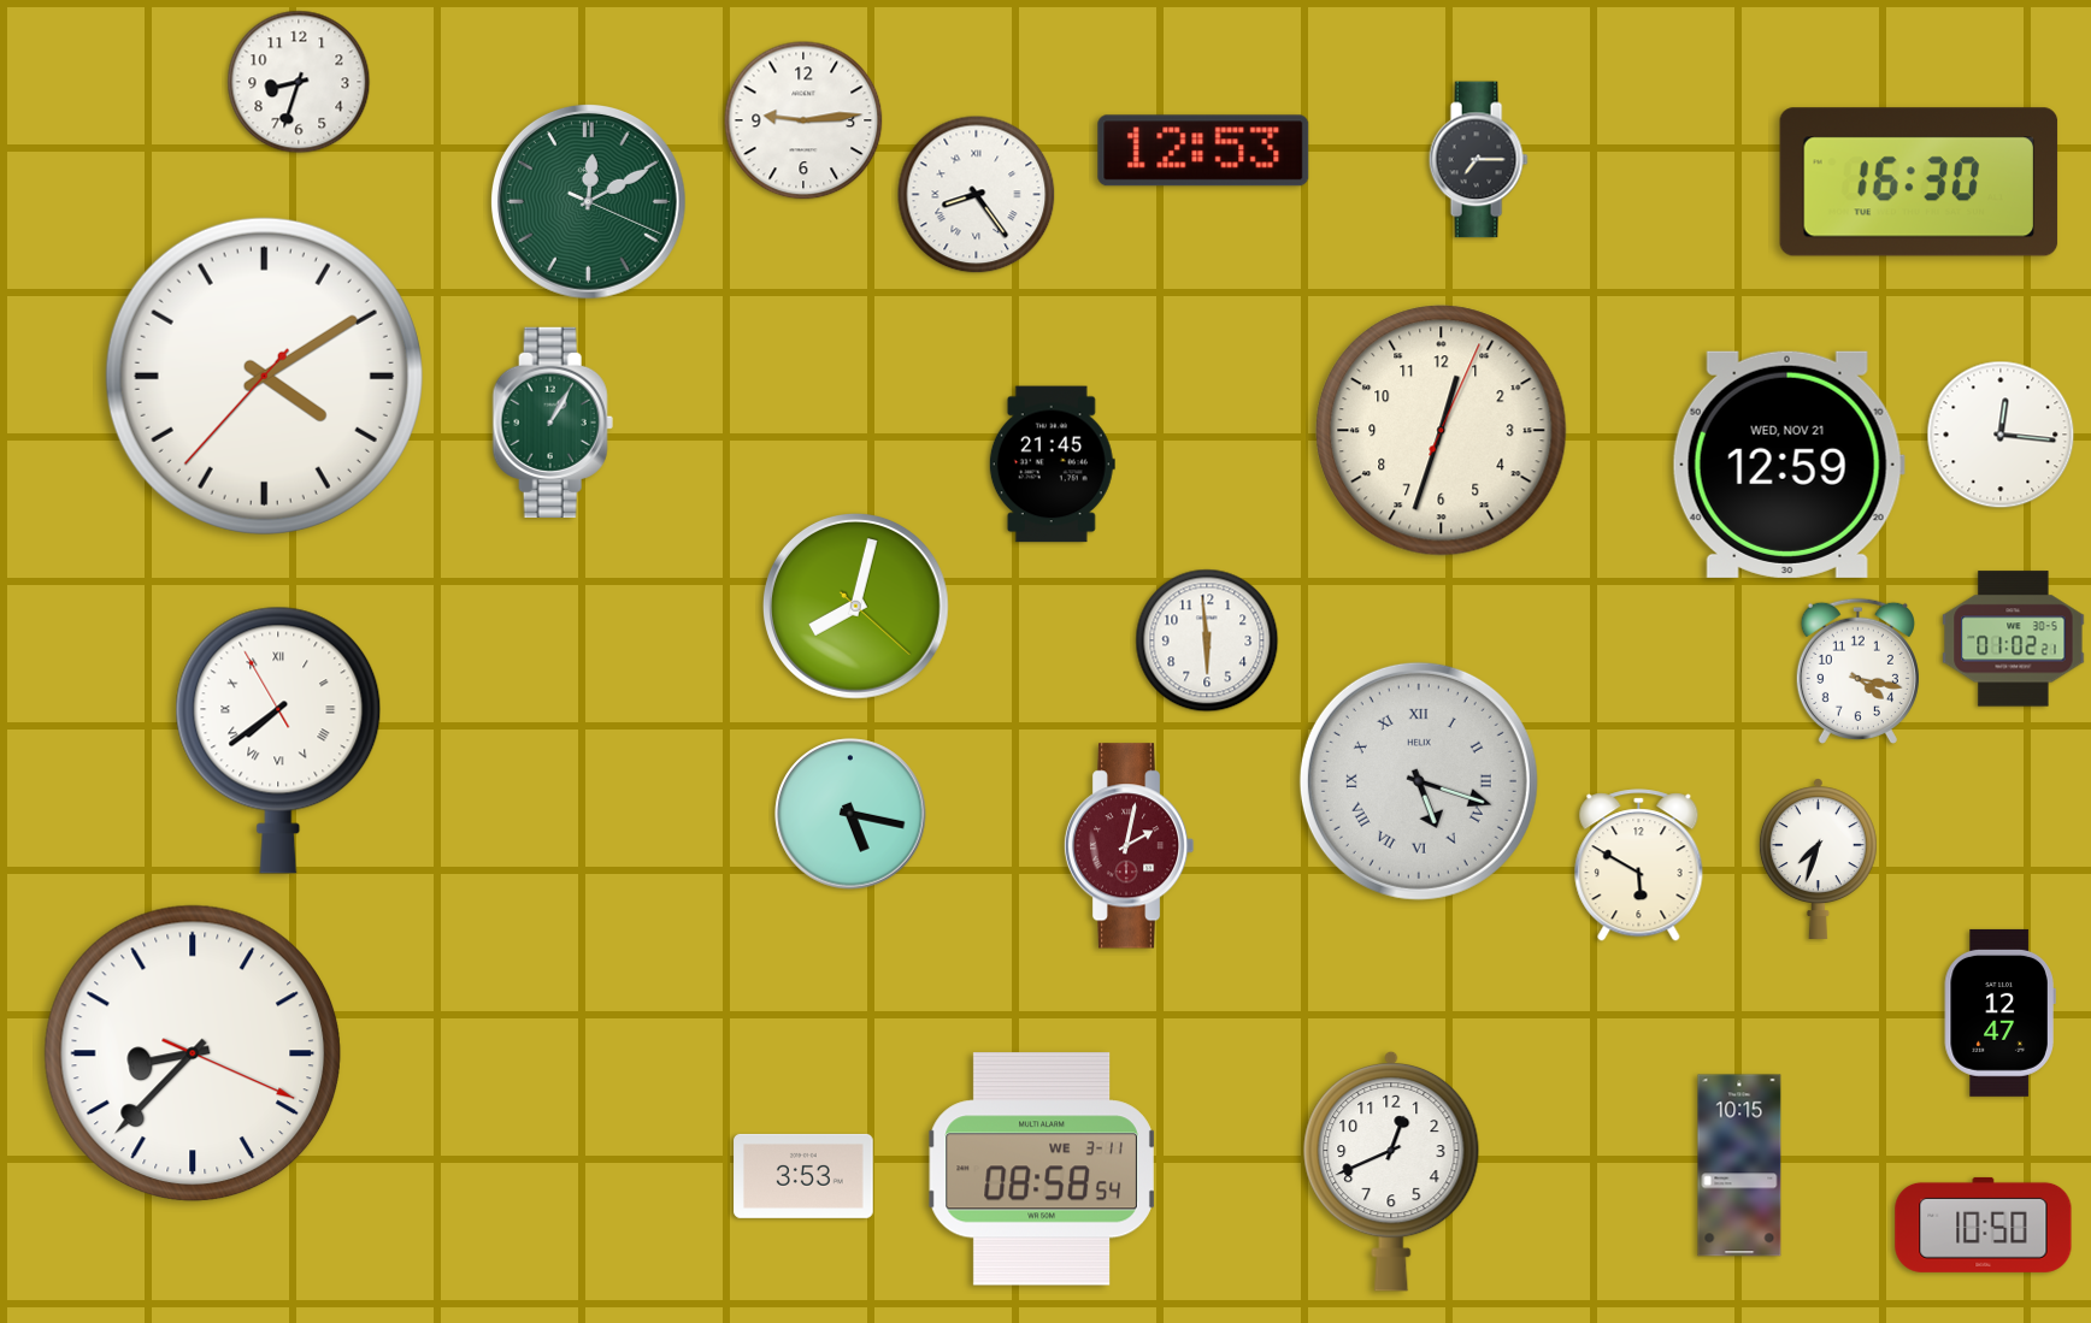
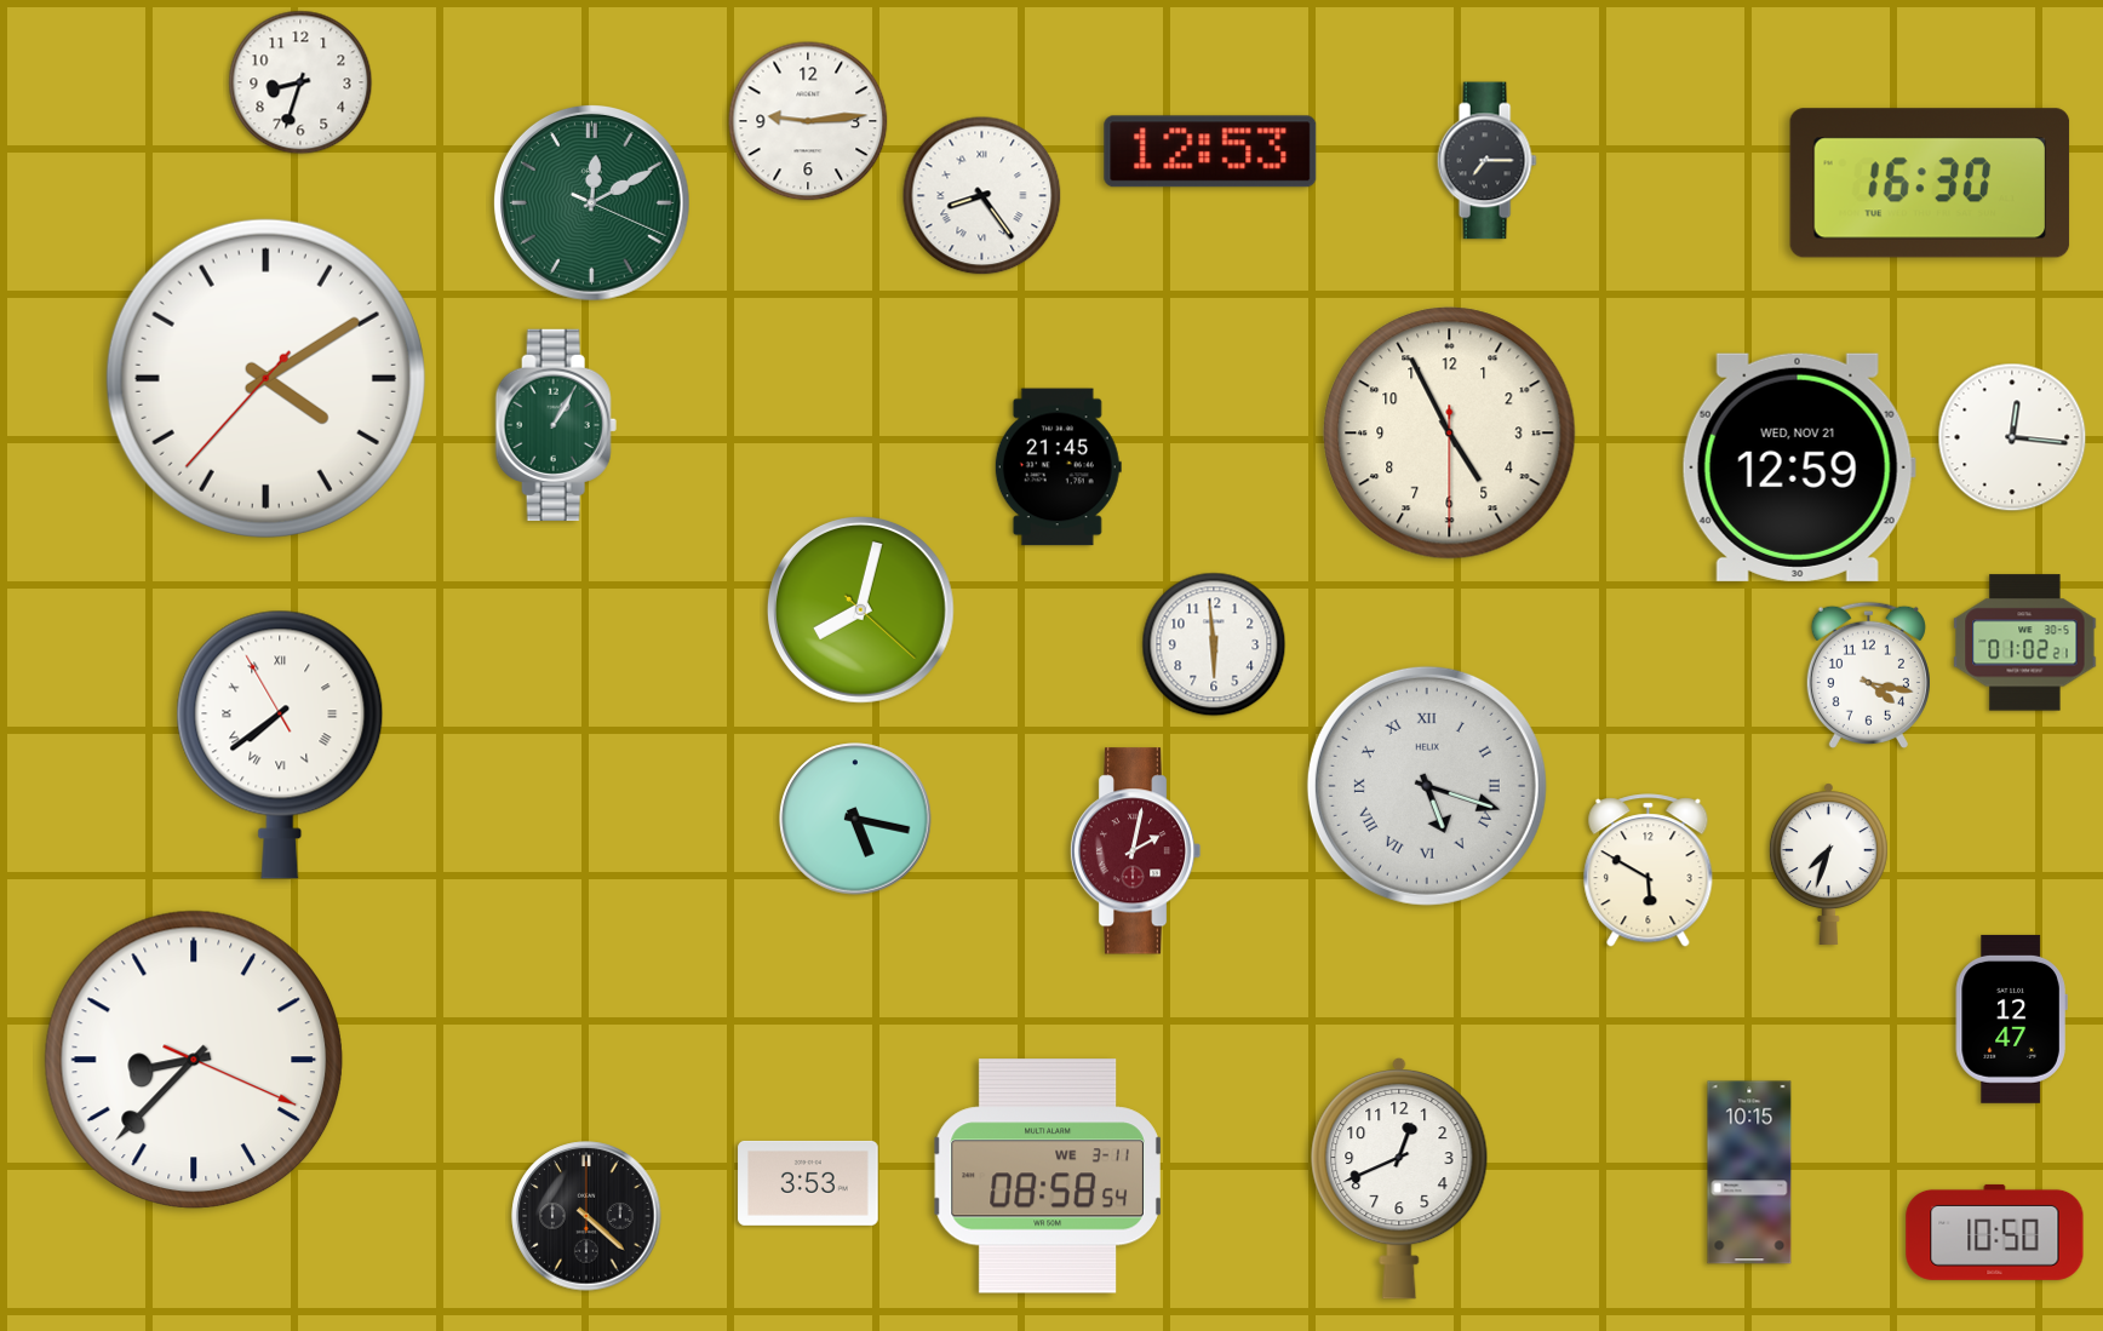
clock at (1442, 431): 12:33 -> 4:55
clock at (586, 1216): none -> 4:22
